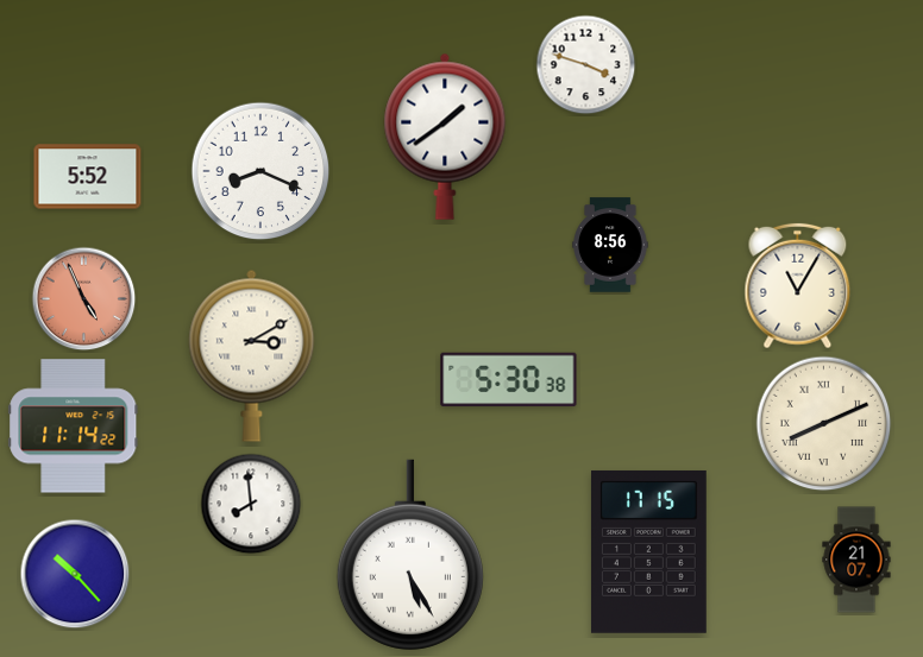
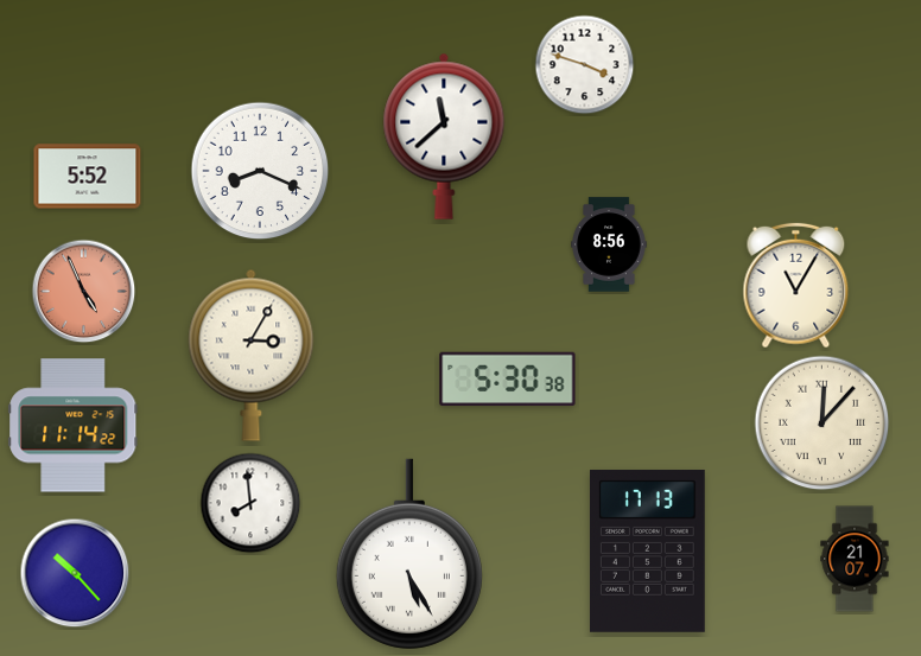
clock at (445, 137): 1:39 -> 11:38
clock at (84, 299) position: (84, 299) -> (84, 292)
clock at (252, 355): 3:10 -> 3:05
clock at (824, 424): 8:11 -> 12:07
clock at (648, 551): 17:15 -> 17:13
